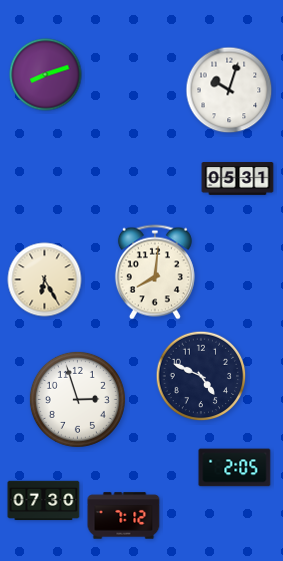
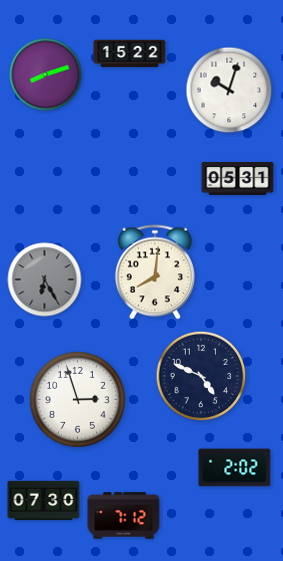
clock at (130, 54): none -> 15:22
clock at (45, 280) dial: cream -> grey
clock at (235, 468): 2:05 -> 2:02
